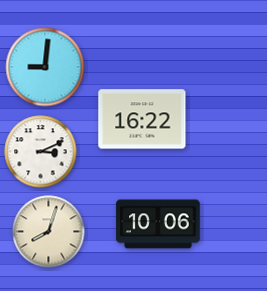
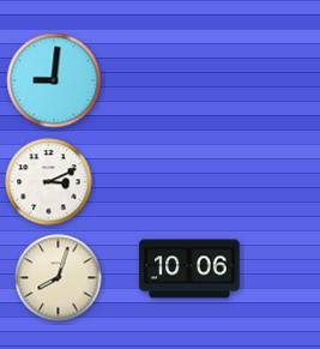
clock at (142, 119): 16:22 -> none
